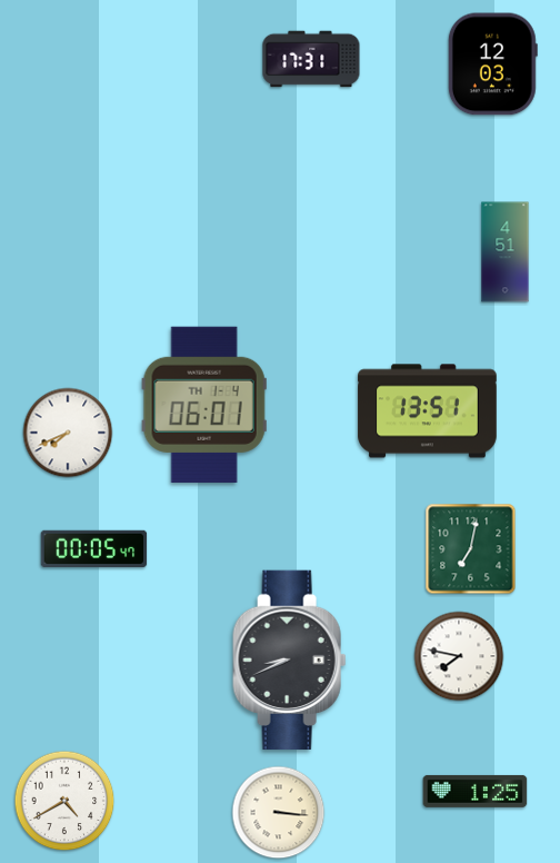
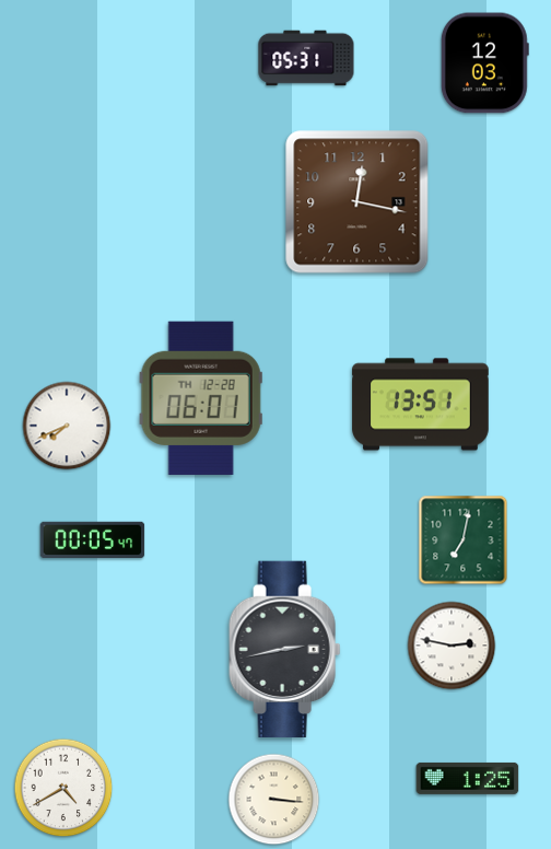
clock at (311, 59): 17:31 -> 05:31
clock at (357, 202): none -> 12:17
clock at (506, 252): 4:51 -> none
clock at (204, 405) date: TH 1-4 -> TH 12-28
clock at (459, 656): 7:47 -> 2:47
clock at (290, 659): 8:41 -> 2:43
